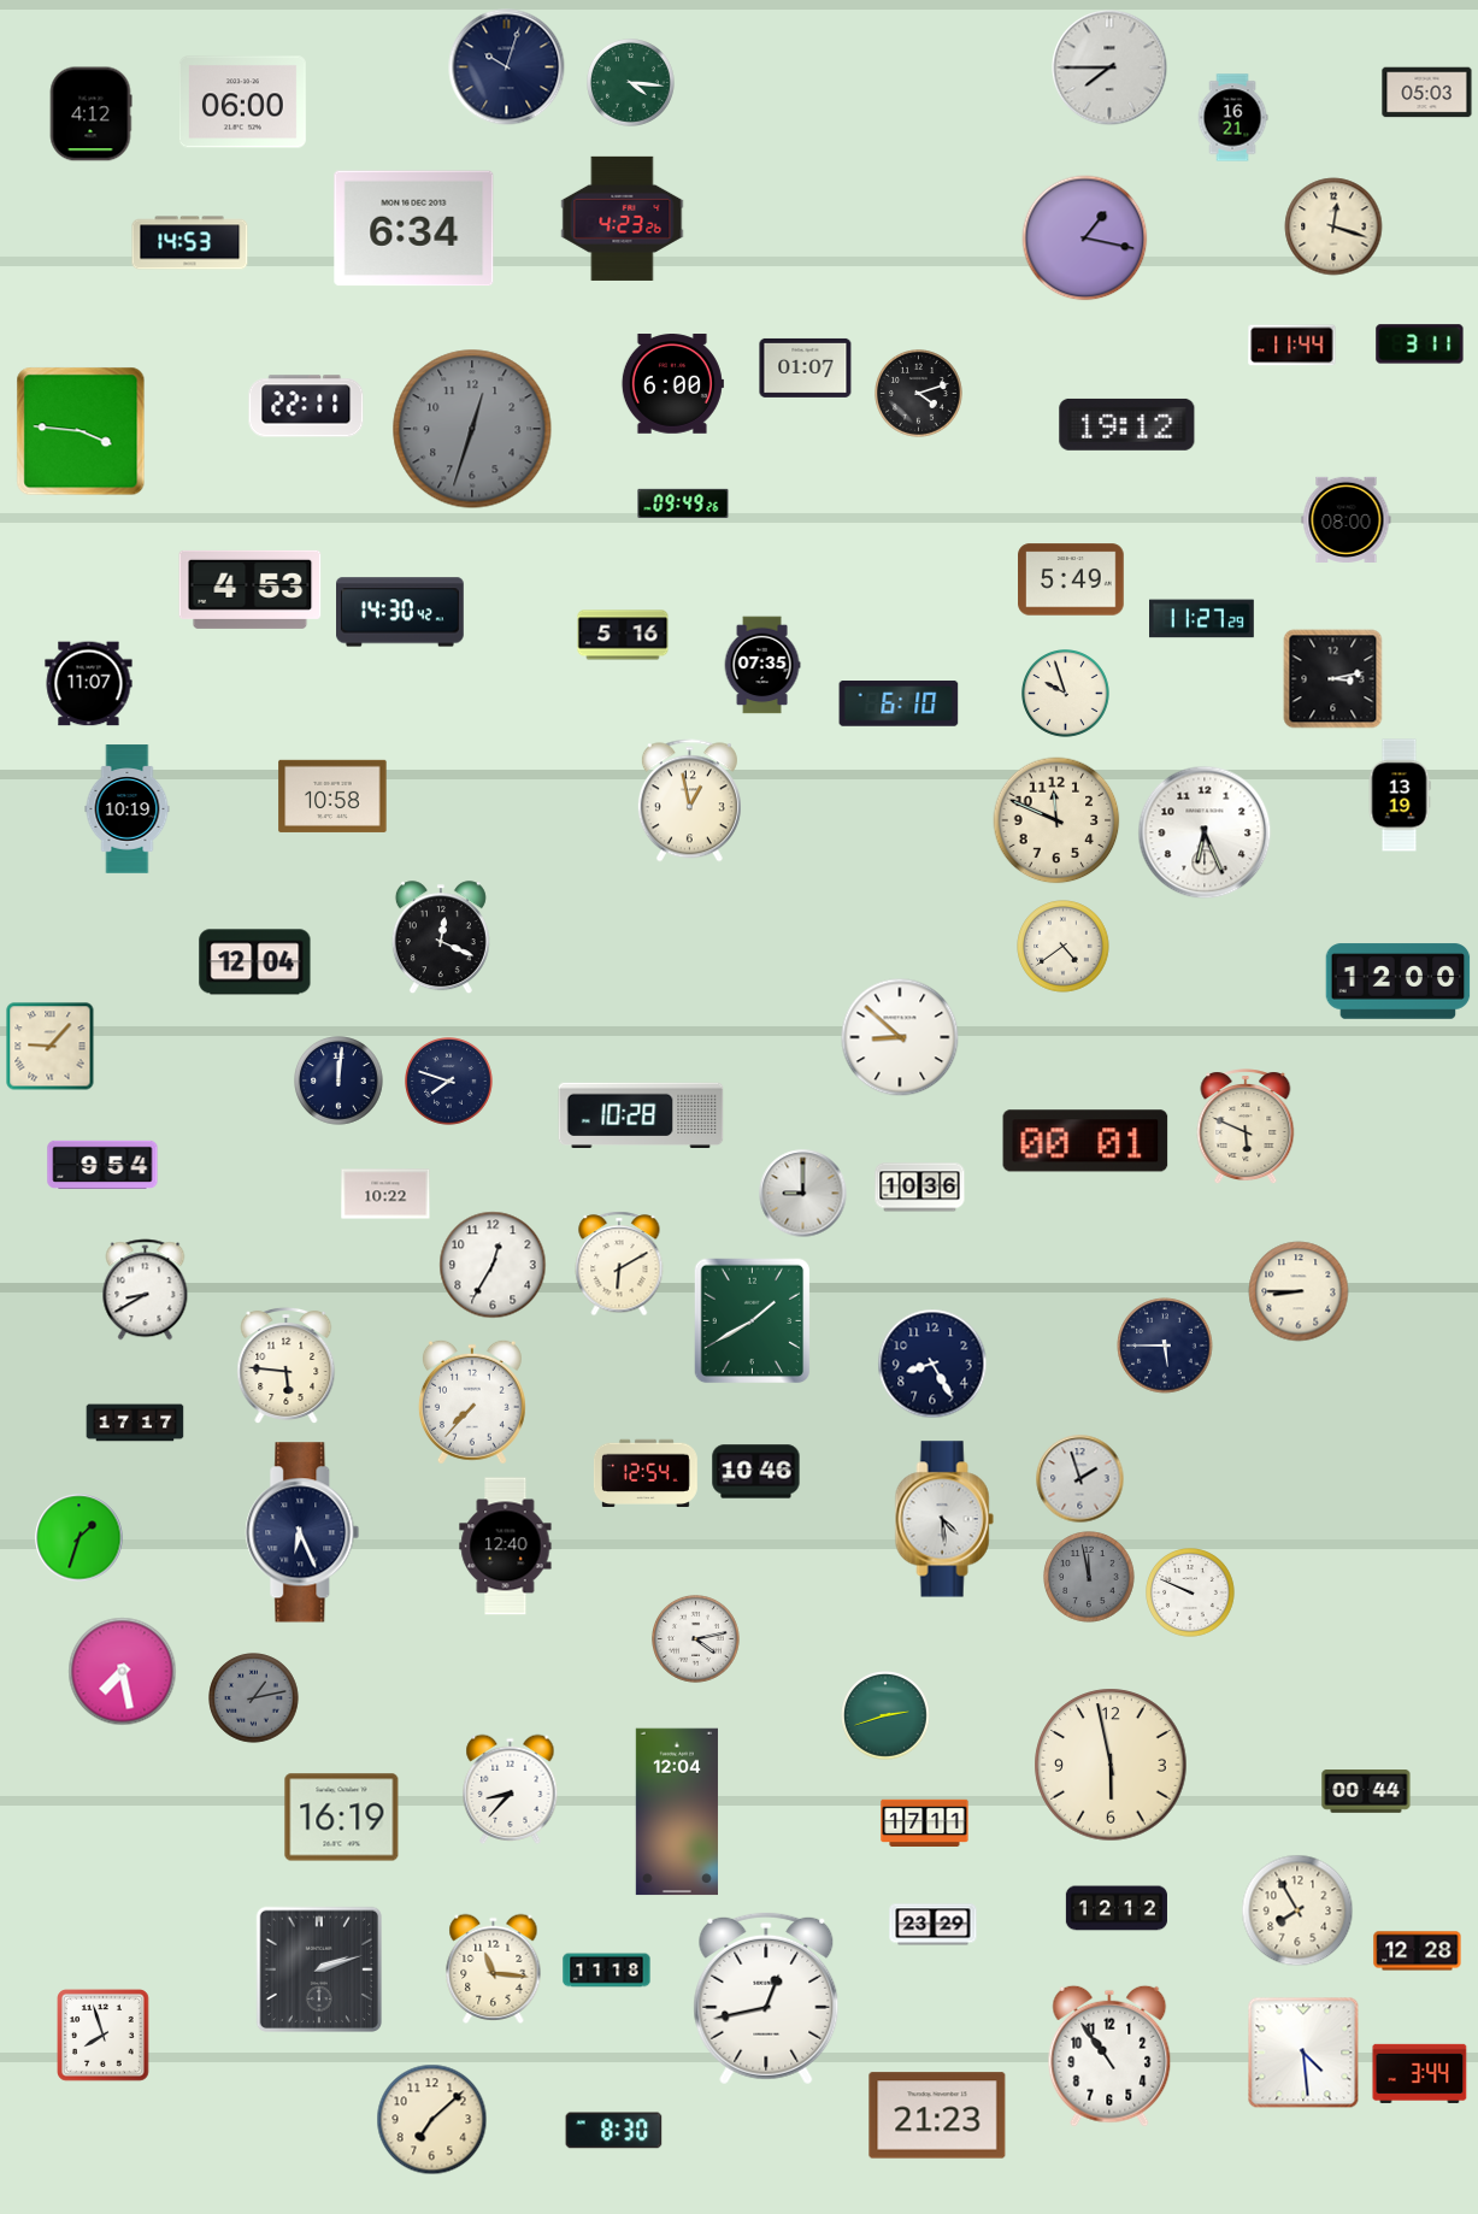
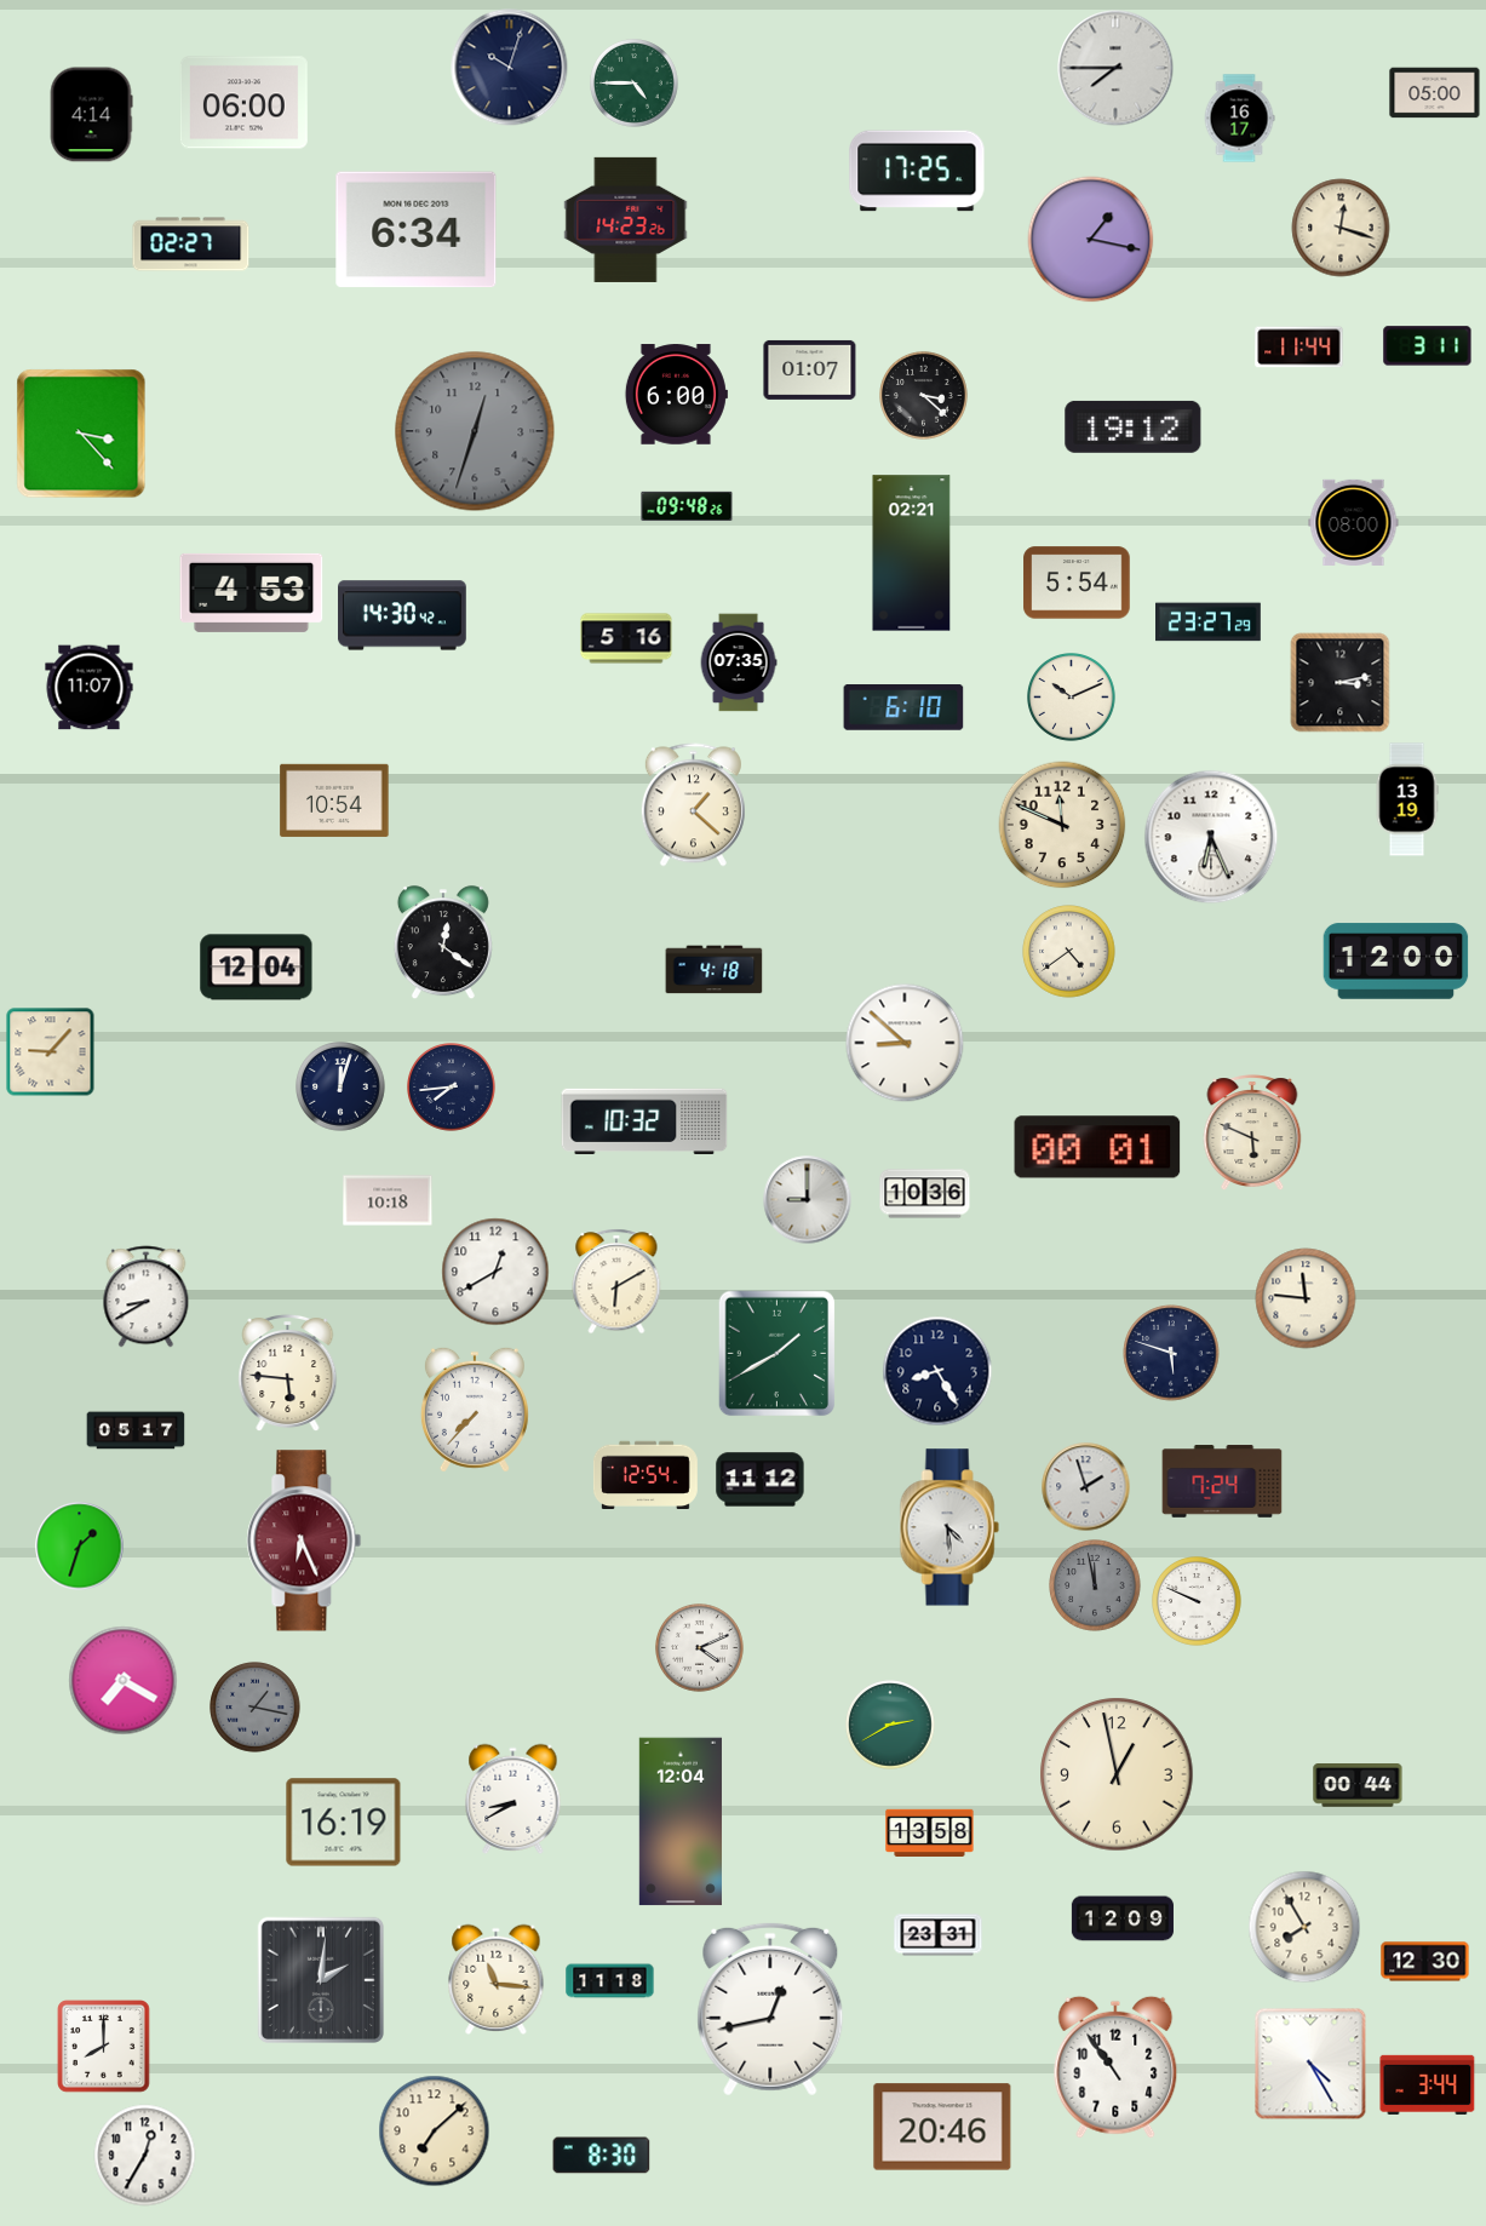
clock at (631, 83): 4:16 -> 4:45
clock at (1427, 93): 05:03 -> 05:00
clock at (90, 114): 4:12 -> 4:14
clock at (1232, 118): 16:21 -> 16:17
clock at (917, 171): none -> 17:25
clock at (623, 218): 4:23 -> 14:23
clock at (190, 243): 14:53 -> 02:27
clock at (672, 384) position: (672, 384) -> (676, 395)
clock at (919, 394): 4:12 -> 3:22
clock at (306, 406): 22:11 -> none
clock at (81, 431): 3:46 -> 3:23
clock at (683, 504): 09:49 -> 09:48
clock at (912, 553): none -> 02:21
clock at (1071, 579): 5:49 -> 5:54
clock at (1202, 619): 11:27 -> 23:27
clock at (762, 665) position: (762, 665) -> (739, 662)
clock at (1066, 694): 9:57 -> 10:11
clock at (332, 796): 10:58 -> 10:54
clock at (689, 801): 12:58 -> 1:22
clock at (128, 809): 10:19 -> none
clock at (441, 938): 12:19 -> 12:21
clock at (715, 970): none -> 4:18
clock at (1398, 982) position: (1398, 982) -> (1396, 962)
clock at (340, 1082): 12:01 -> 12:03
clock at (449, 1082): 7:48 -> 7:44
clock at (641, 1114): 10:28 -> 10:32
clock at (1085, 1141) position: (1085, 1141) -> (1097, 1147)
clock at (102, 1165): 9:54 -> none
clock at (385, 1194): 10:22 -> 10:18
clock at (619, 1264) position: (619, 1264) -> (616, 1281)
clock at (493, 1265): 12:35 -> 12:40
clock at (1299, 1291): 8:45 -> 11:46
clock at (753, 1321) position: (753, 1321) -> (778, 1354)
clock at (1165, 1346): 5:45 -> 5:48
clock at (135, 1423): 17:17 -> 05:17
clock at (646, 1472) position: (646, 1472) -> (646, 1474)
clock at (756, 1472): 10:46 -> 11:12
clock at (1222, 1481): none -> 7:24
clock at (302, 1532) dial: navy -> burgundy
clock at (506, 1547): 12:40 -> none
clock at (696, 1639): 4:13 -> 4:11
clock at (123, 1672): 7:28 -> 7:20
clock at (254, 1698): 1:13 -> 1:17
clock at (887, 1717): 2:42 -> 2:40
clock at (1111, 1765): 5:58 -> 12:58
clock at (511, 1789): 8:37 -> 8:40
clock at (1366, 1792) position: (1366, 1792) -> (1358, 1786)
clock at (342, 1818) position: (342, 1818) -> (344, 1823)
clock at (925, 1824): 17:11 -> 13:58
clock at (1117, 1908): 12:12 -> 12:09
clock at (1297, 1910) position: (1297, 1910) -> (1304, 1927)
clock at (934, 1925): 23:29 -> 23:31
clock at (1418, 1951): 12:28 -> 12:30
clock at (318, 1968): 2:12 -> 2:01
clock at (104, 2036): 7:57 -> 8:00
clock at (1303, 2053): 4:29 -> 4:25
clock at (937, 2115): 21:23 -> 20:46
clock at (614, 2131) position: (614, 2131) -> (602, 2156)
clock at (145, 2156): none -> 12:35
